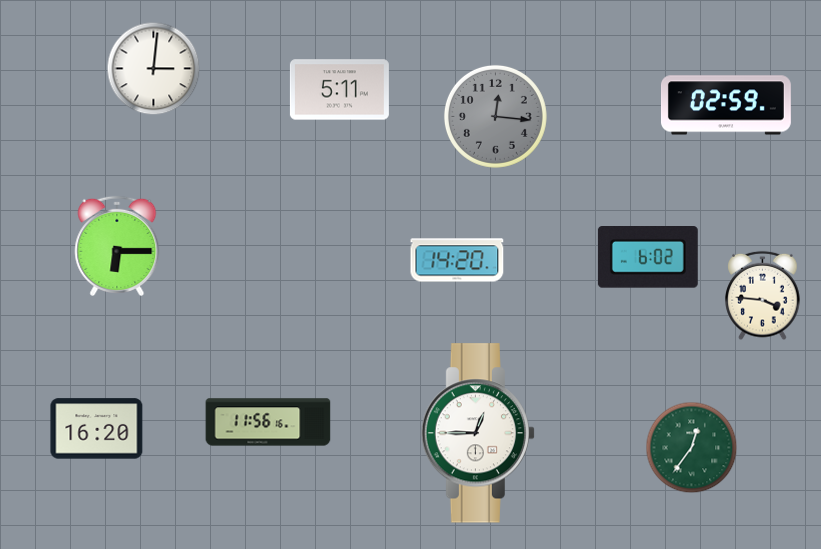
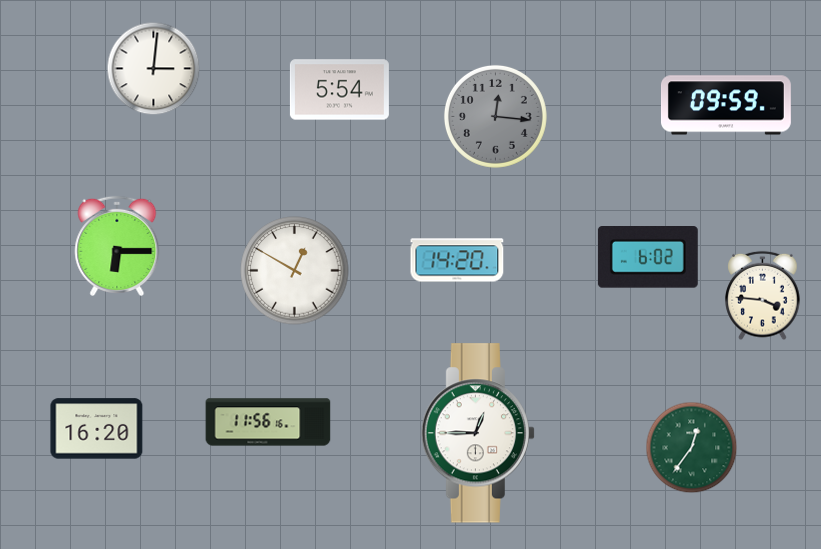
clock at (339, 90): 5:11 -> 5:54
clock at (726, 105): 02:59 -> 09:59
clock at (295, 271): none -> 12:50
